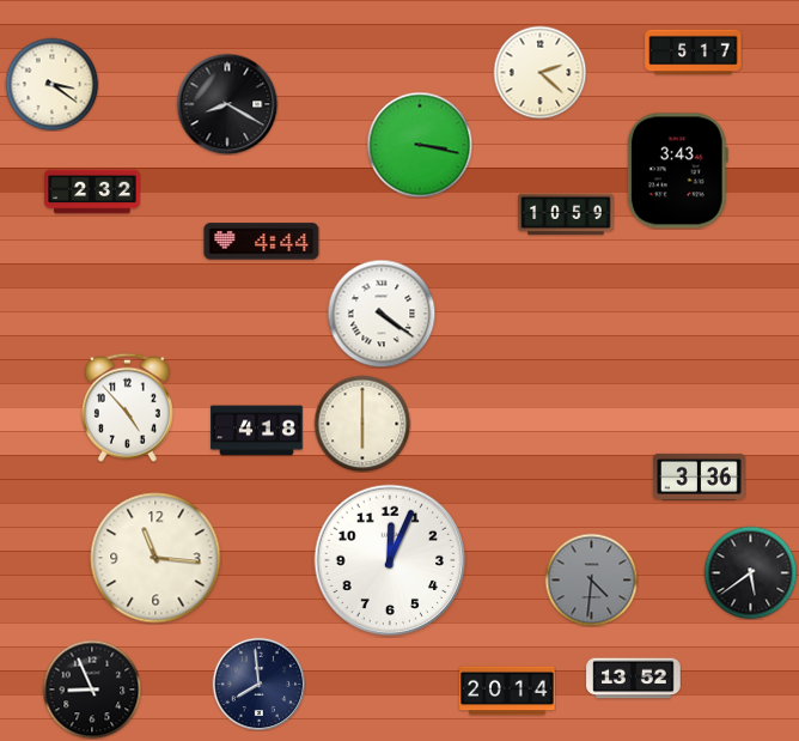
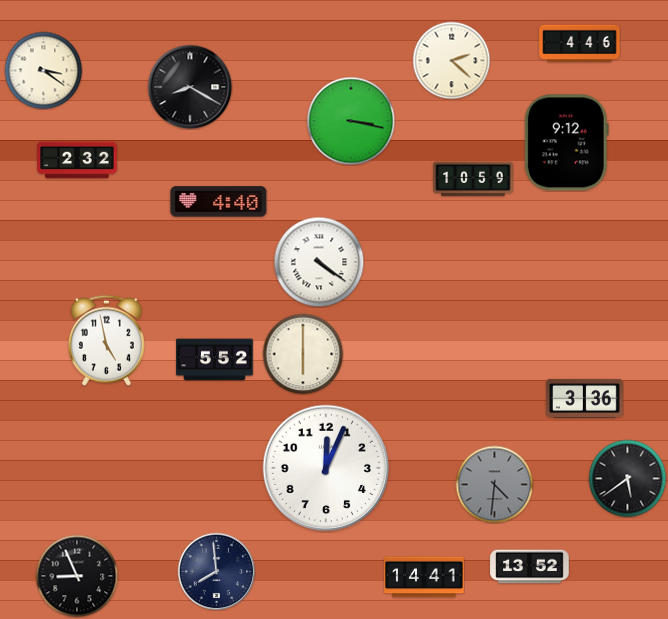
clock at (694, 53): 5:17 -> 4:46
clock at (677, 171): 3:43 -> 9:12
clock at (262, 242): 4:44 -> 4:40
clock at (127, 407): 4:53 -> 4:58
clock at (257, 431): 4:18 -> 5:52
clock at (155, 558): 11:16 -> none
clock at (507, 691): 20:14 -> 14:41
